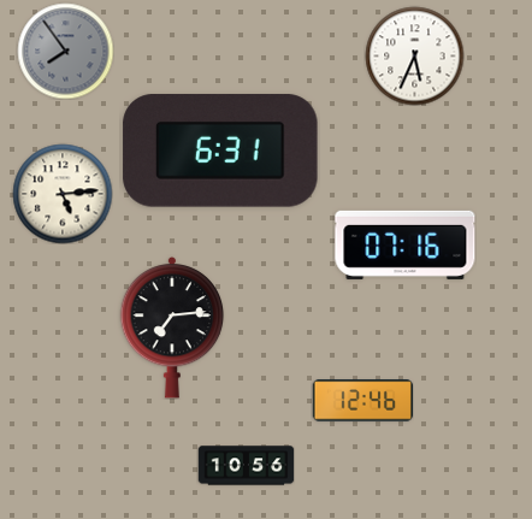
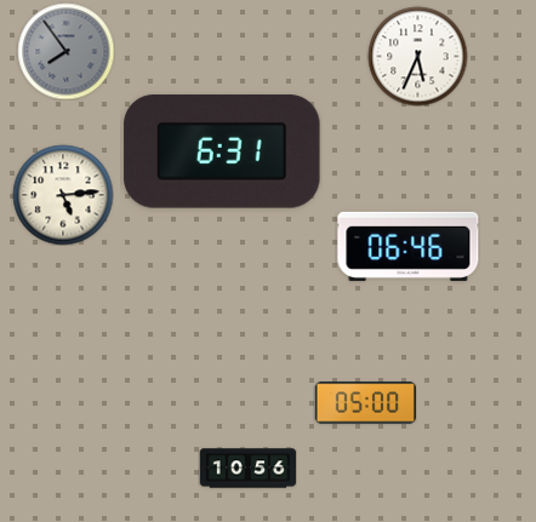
clock at (406, 244): 07:16 -> 06:46
clock at (172, 328): 7:14 -> none
clock at (362, 401): 12:46 -> 05:00
